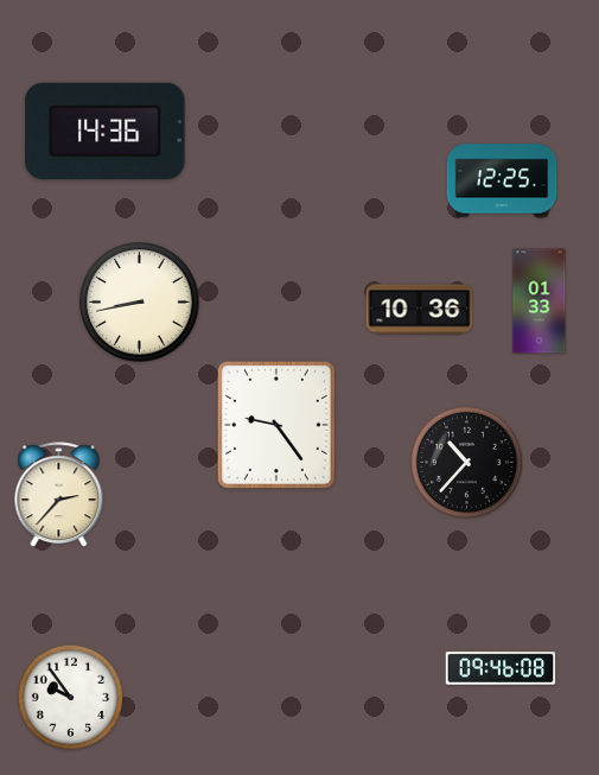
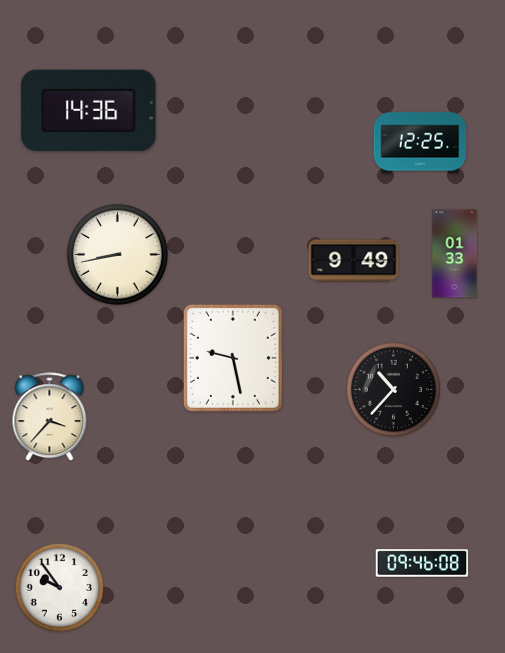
clock at (502, 180) position: (502, 180) -> (420, 143)
clock at (420, 310): 10:36 -> 9:49
clock at (276, 425): 9:24 -> 9:28
clock at (59, 495): 2:37 -> 3:37
